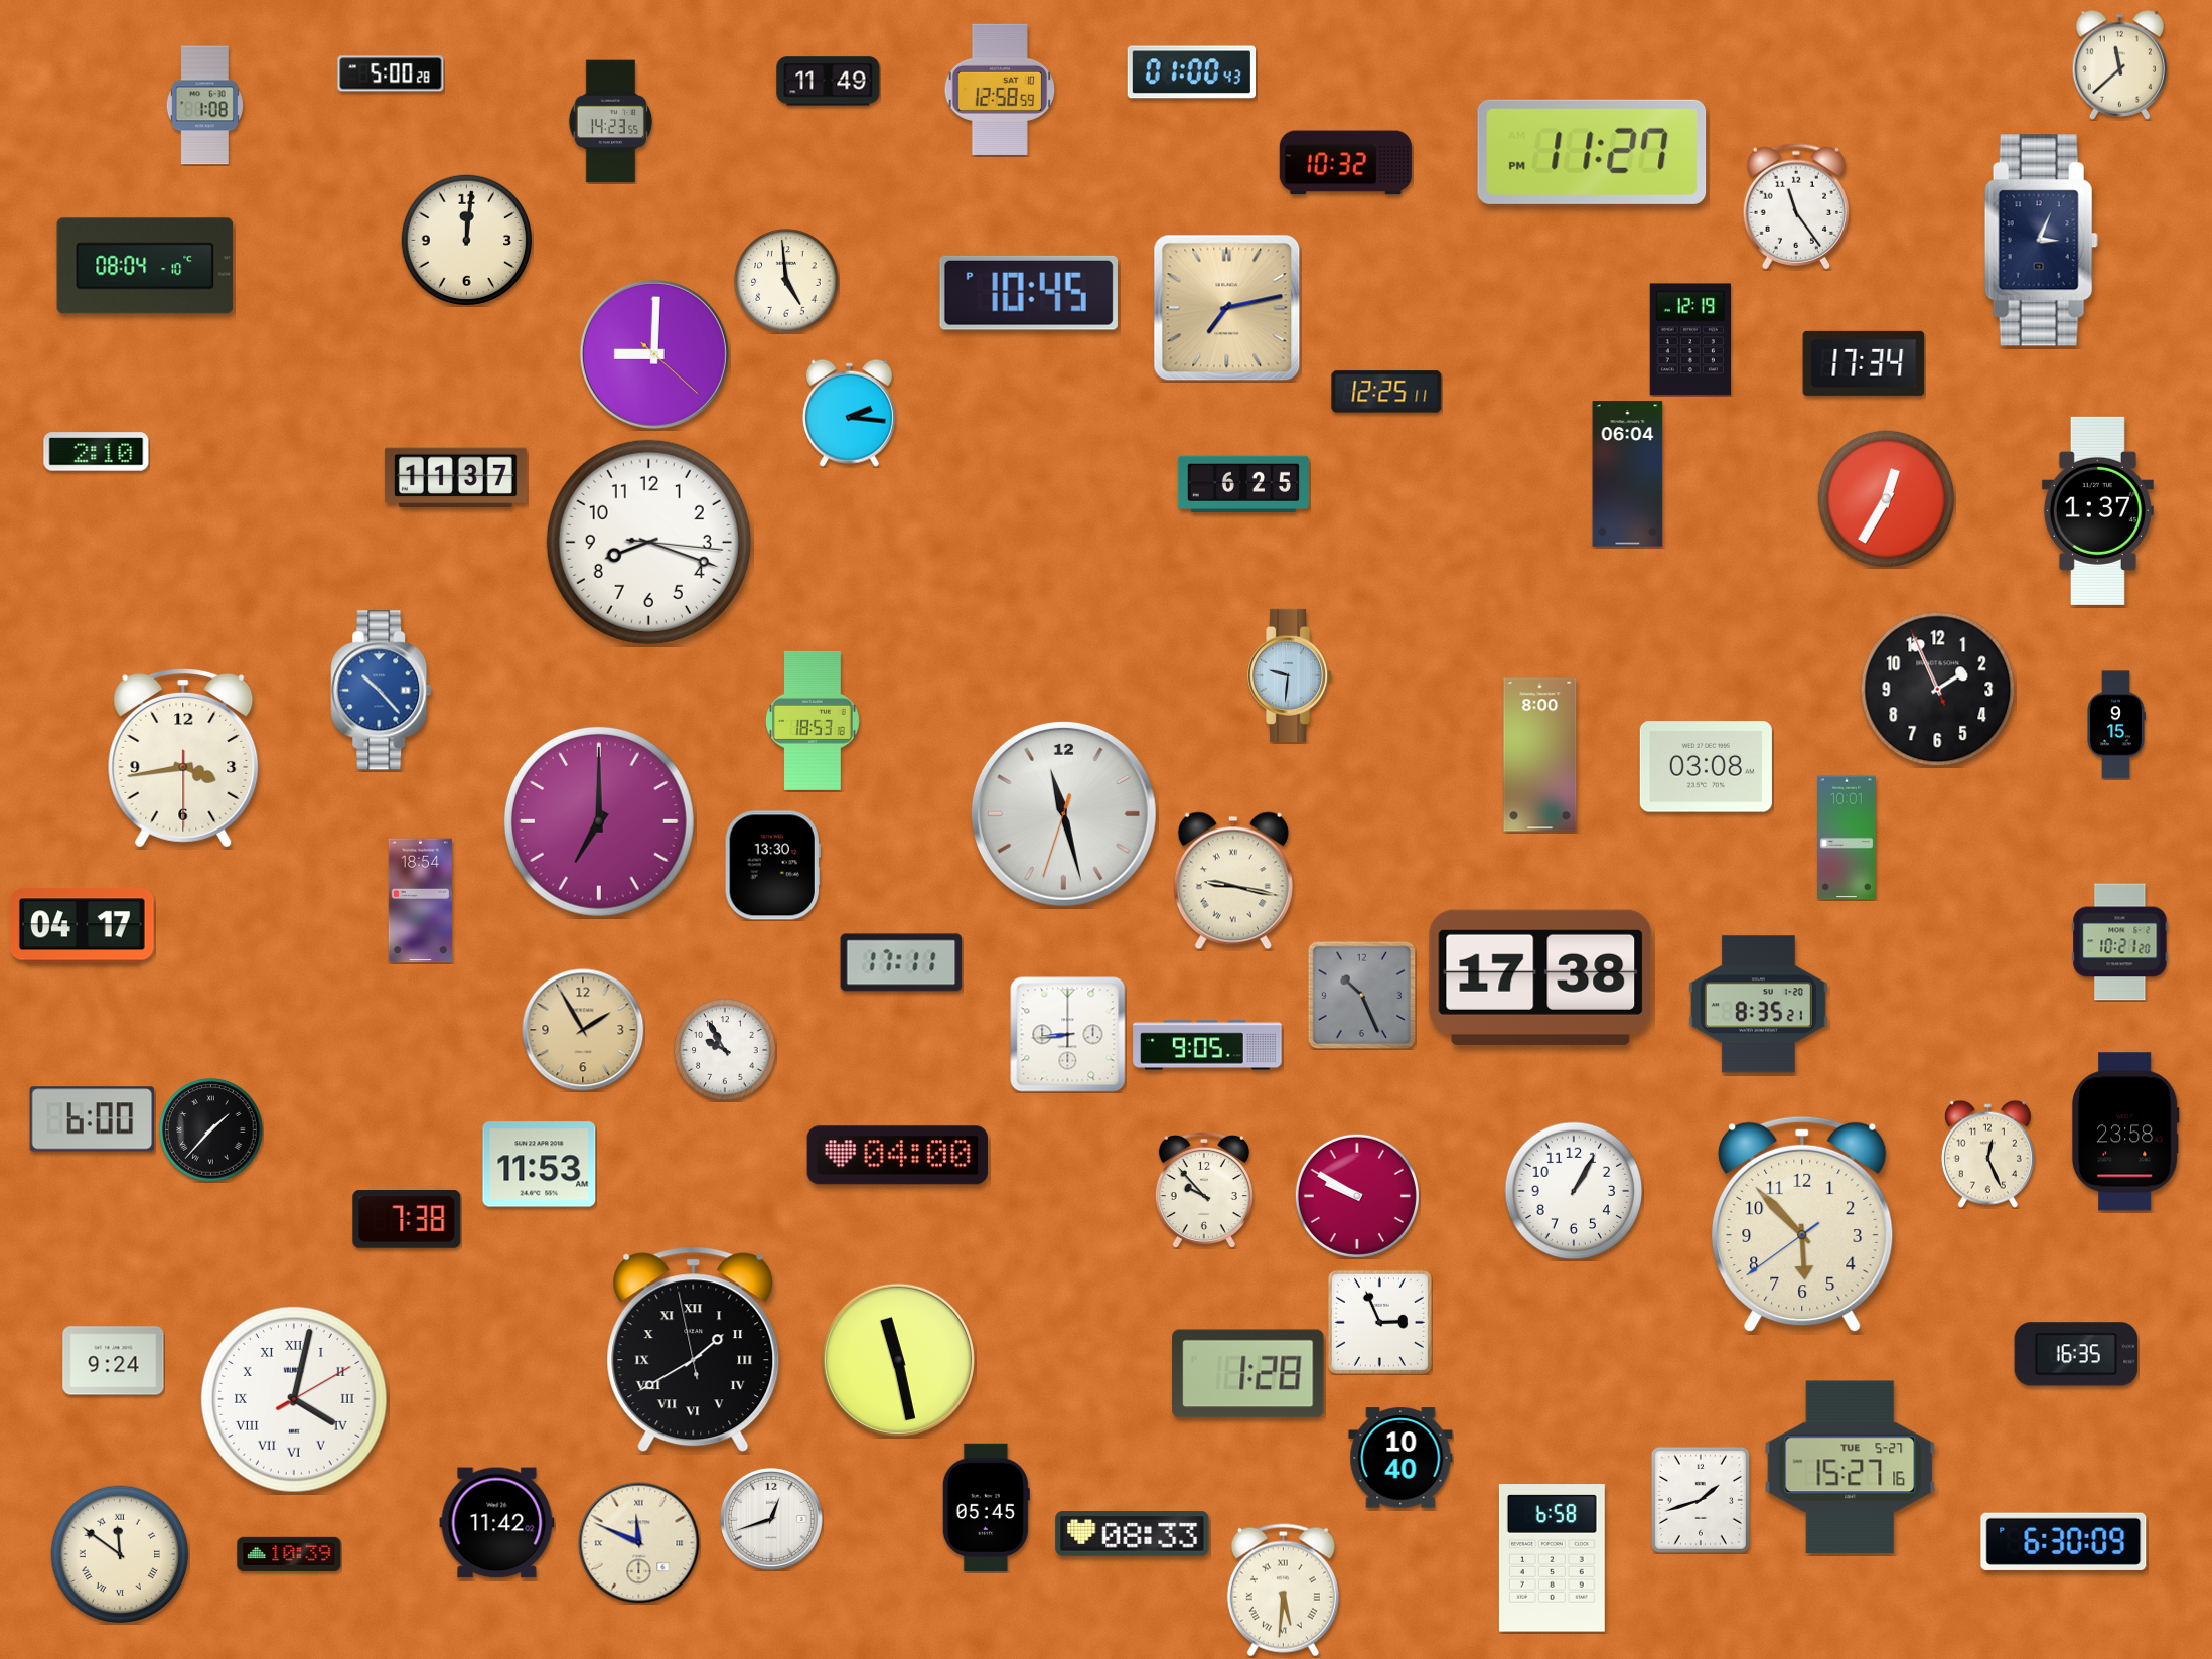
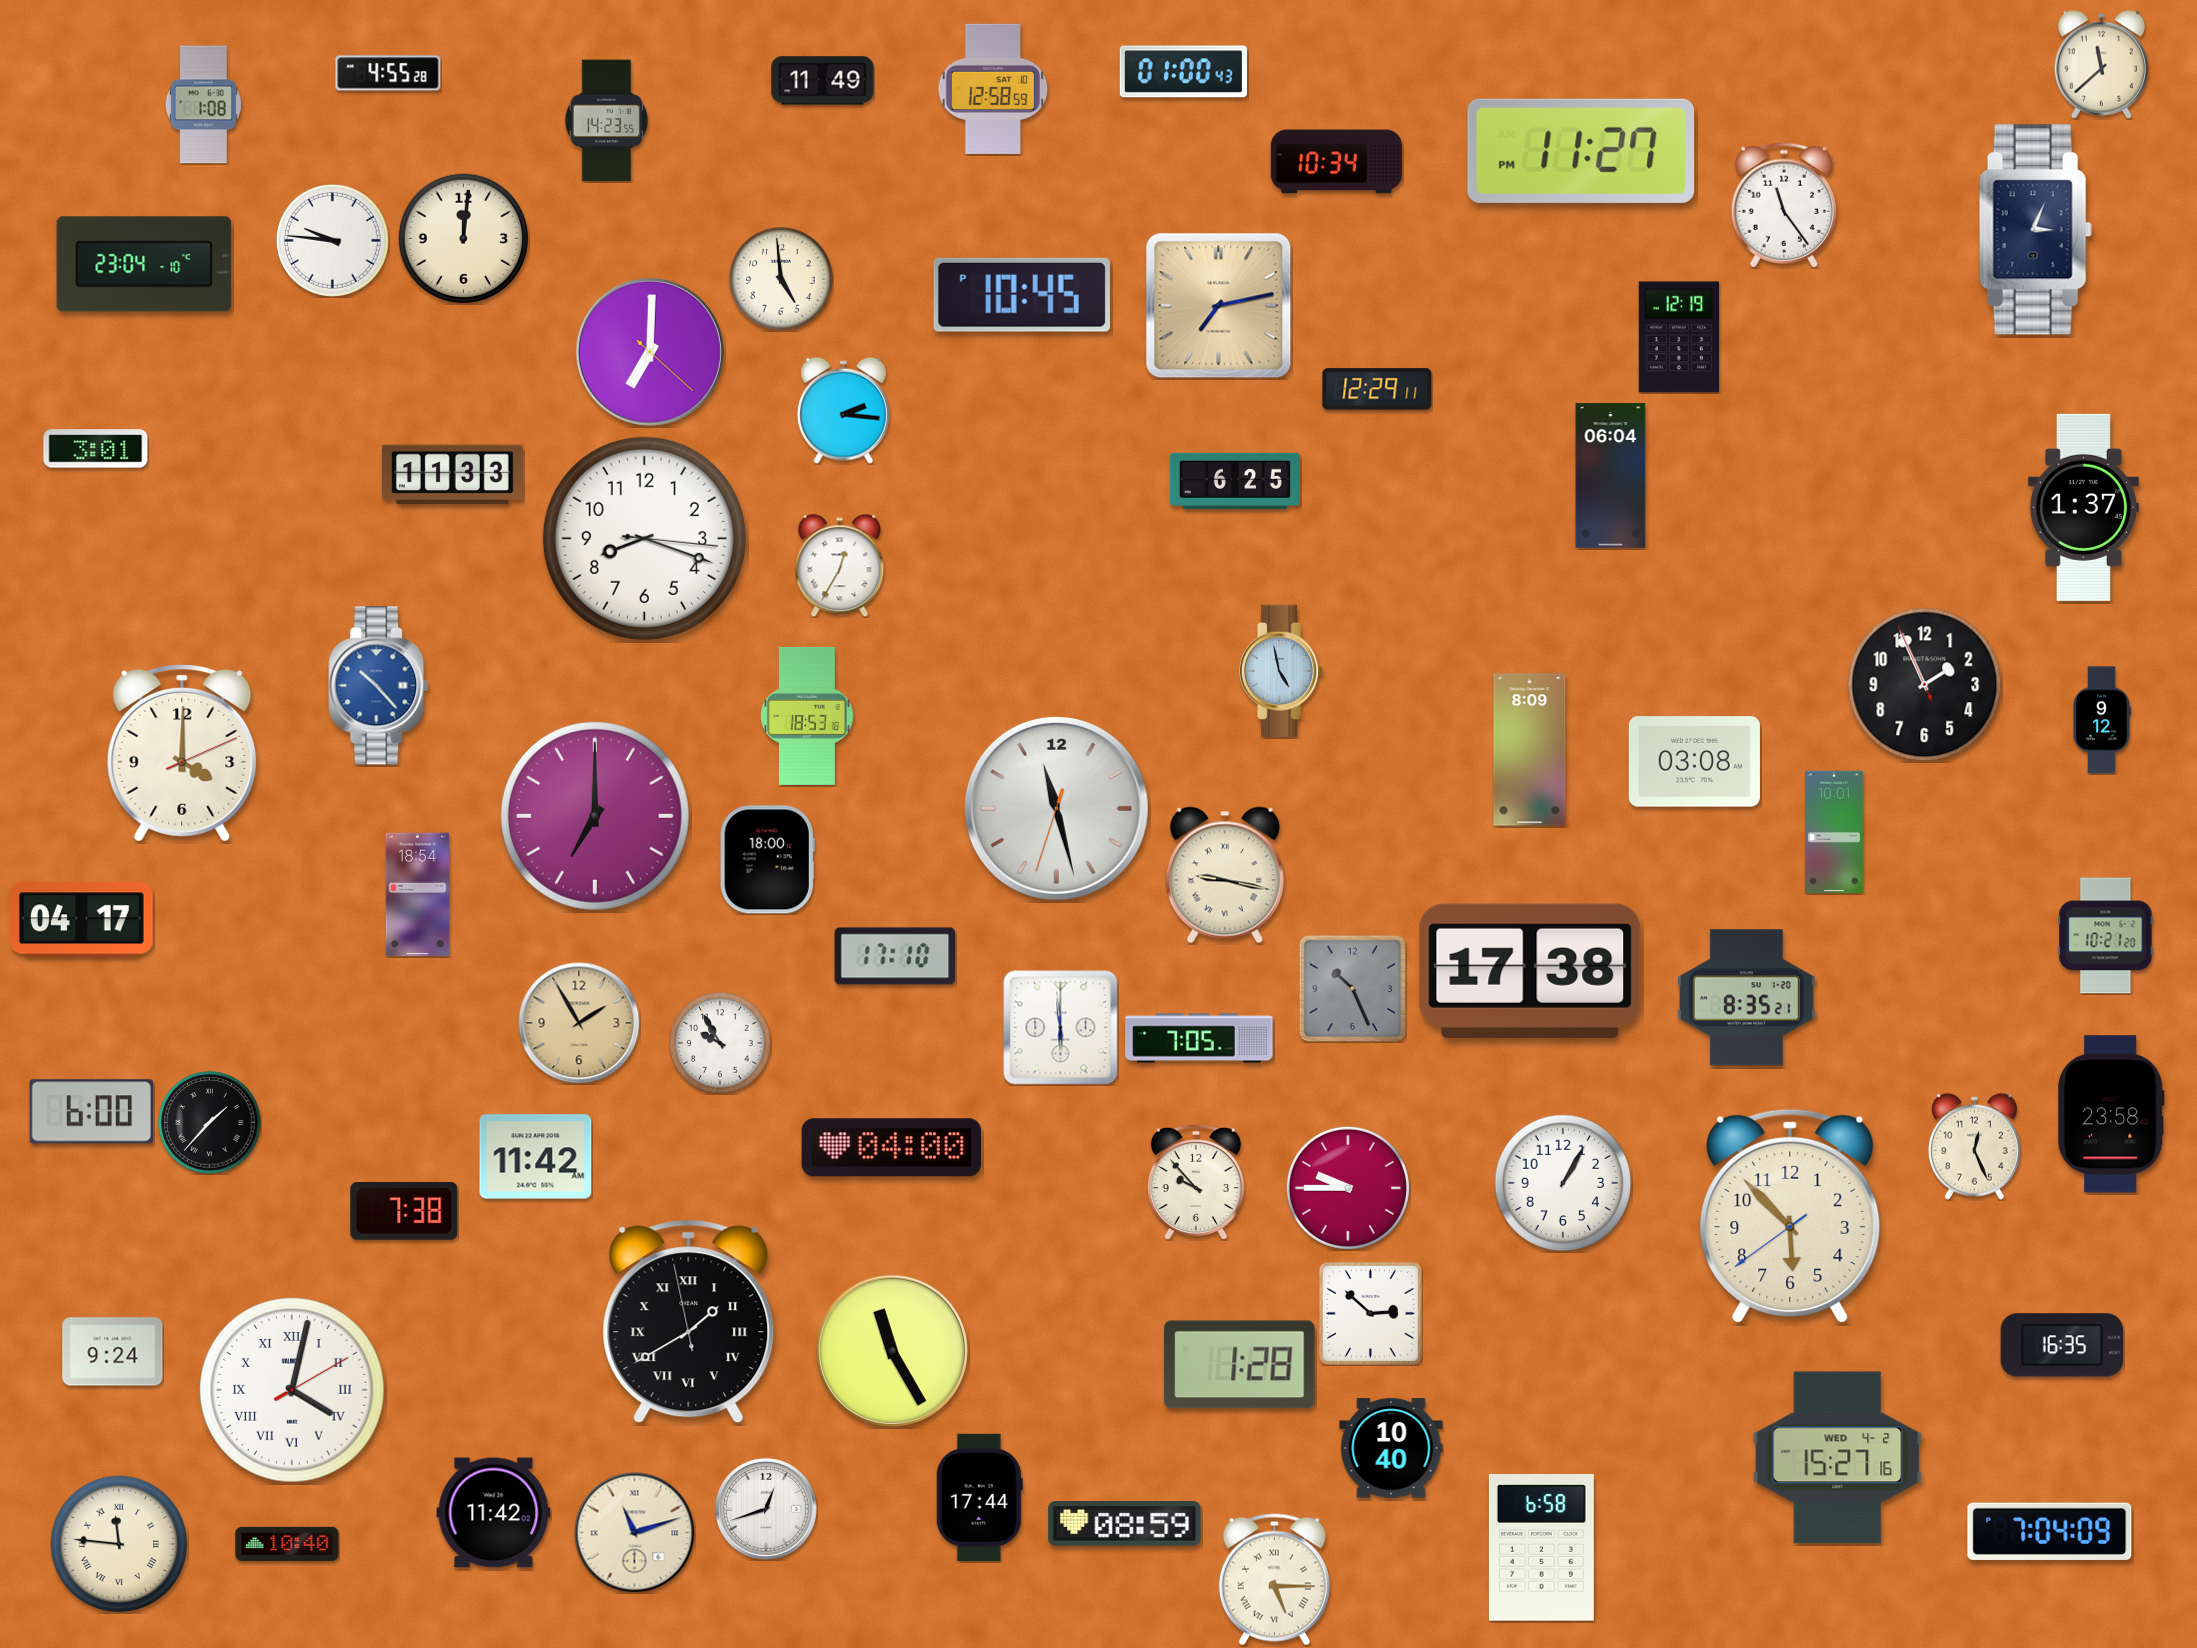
clock at (2119, 64) position: (2119, 64) -> (2101, 64)
clock at (391, 73): 5:00 -> 4:55
clock at (1345, 163): 10:32 -> 10:34
clock at (2041, 241) position: (2041, 241) -> (2035, 230)
clock at (332, 240): none -> 9:46
clock at (145, 266): 08:04 -> 23:04
clock at (1029, 293) position: (1029, 293) -> (1022, 295)
clock at (654, 354): 9:00 -> 7:00
clock at (1864, 363): 17:34 -> none
clock at (1386, 392): 12:25 -> 12:29
clock at (97, 452): 2:10 -> 3:01
clock at (1628, 474) position: (1628, 474) -> (1611, 476)
clock at (455, 477): 11:37 -> 11:33
clock at (1887, 499): 12:35 -> none
clock at (840, 565): none -> 12:35
clock at (1291, 675): 9:31 -> 4:58
clock at (2116, 725): 9:15 -> 9:12
clock at (1540, 755): 8:00 -> 8:09
clock at (183, 759): 3:43 -> 4:00
clock at (772, 866): 13:30 -> 18:00
clock at (901, 962): 17:11 -> 17:10
clock at (1068, 1035): 8:44 -> 5:59
clock at (1207, 1045): 9:05 -> 7:05
clock at (2125, 1132) position: (2125, 1132) -> (2111, 1114)
clock at (540, 1165): 11:53 -> 11:42
clock at (1357, 1196): 9:50 -> 9:45
clock at (1379, 1322): 2:56 -> 2:52
clock at (694, 1350) position: (694, 1350) -> (689, 1322)
clock at (898, 1360): 11:28 -> 11:25
clock at (1851, 1468) date: TUE 5-27 -> WED 4-2
clock at (1701, 1500): 1:42 -> none
clock at (986, 1508): 05:45 -> 17:44
clock at (1133, 1534): 08:33 -> 08:59
clock at (2064, 1541): 6:30 -> 7:04
clock at (639, 1543): 11:49 -> 11:12
clock at (120, 1554): 11:51 -> 11:46
clock at (289, 1554): 10:39 -> 10:40
clock at (1283, 1591): 5:31 -> 5:15
